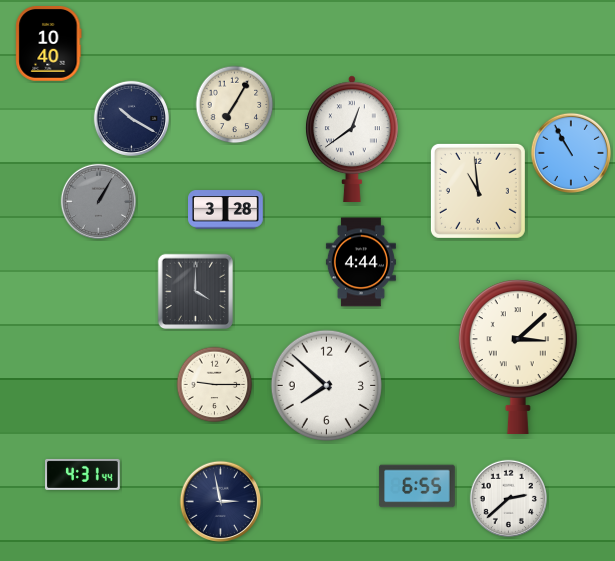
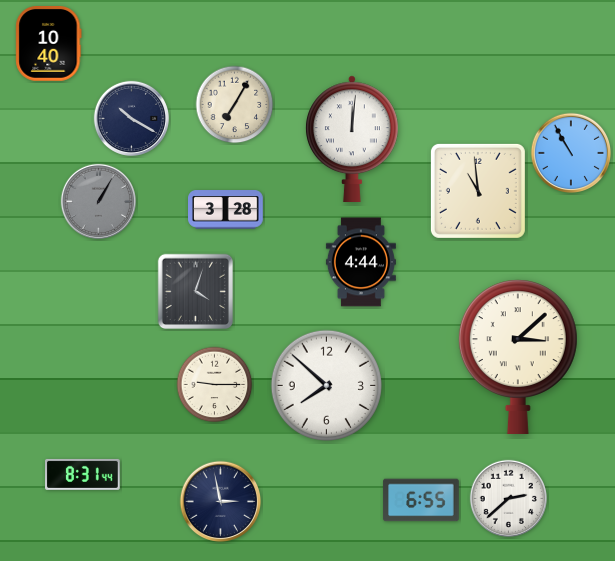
clock at (352, 139): 12:39 -> 12:01
clock at (196, 292): 4:00 -> 4:03
clock at (83, 474): 4:31 -> 8:31
clock at (417, 486) position: (417, 486) -> (421, 500)
